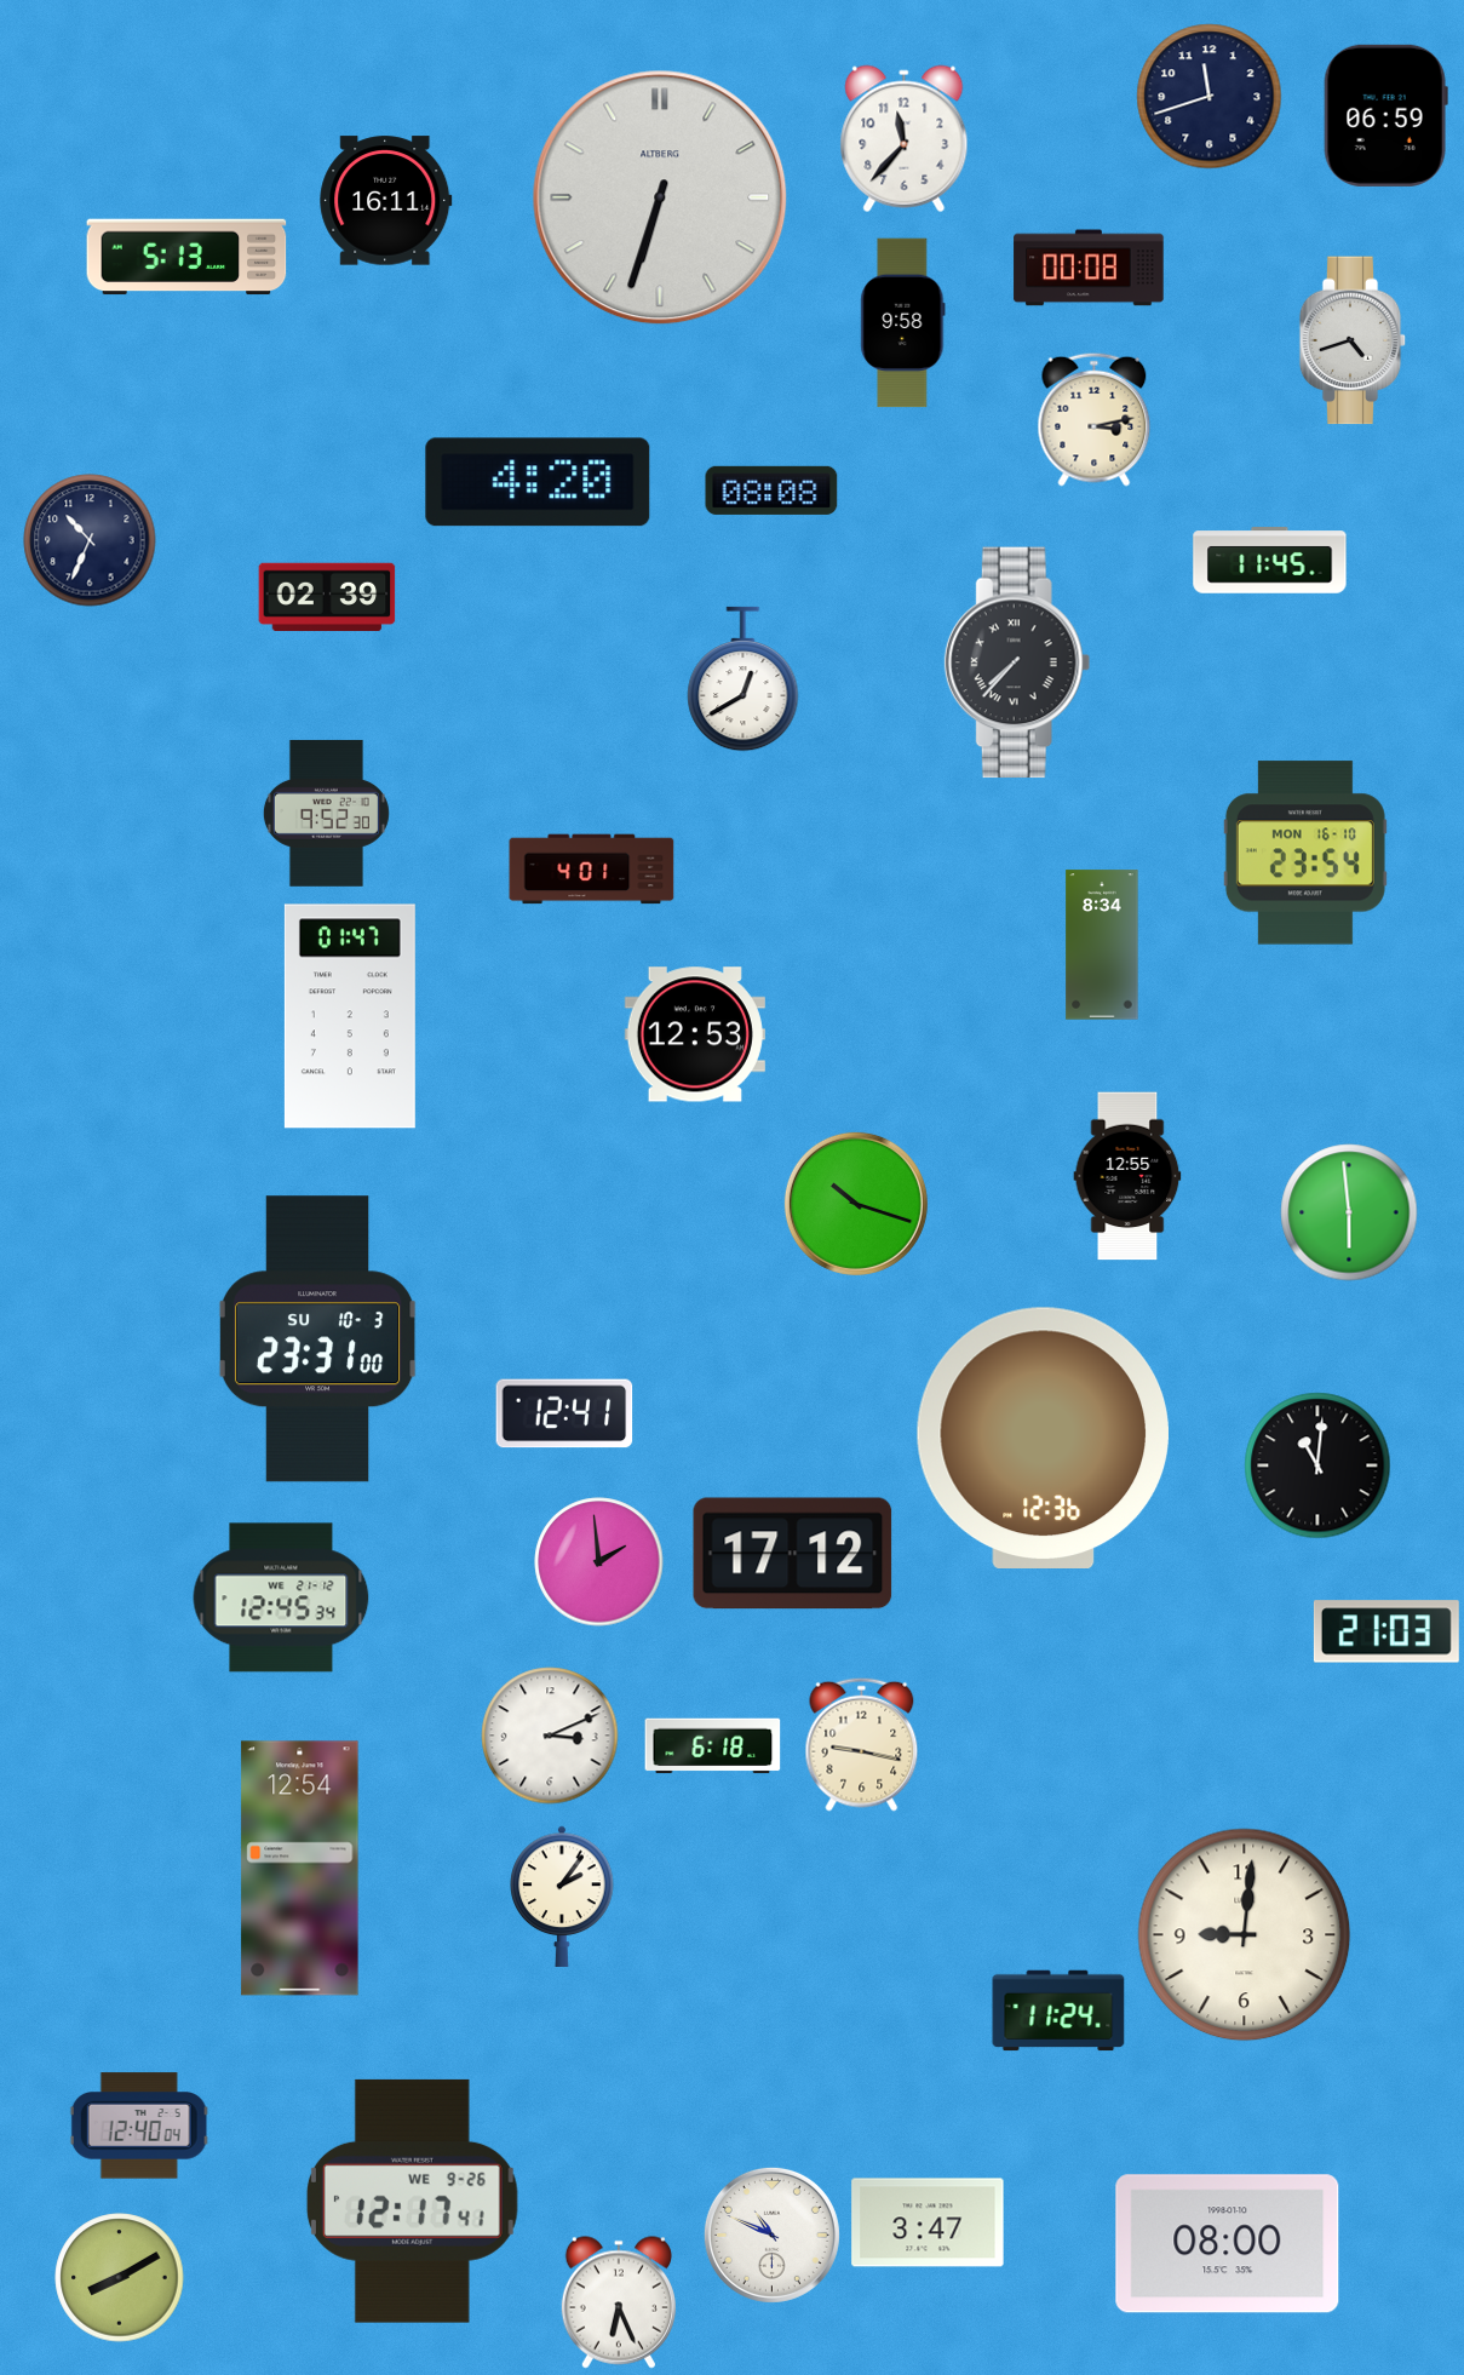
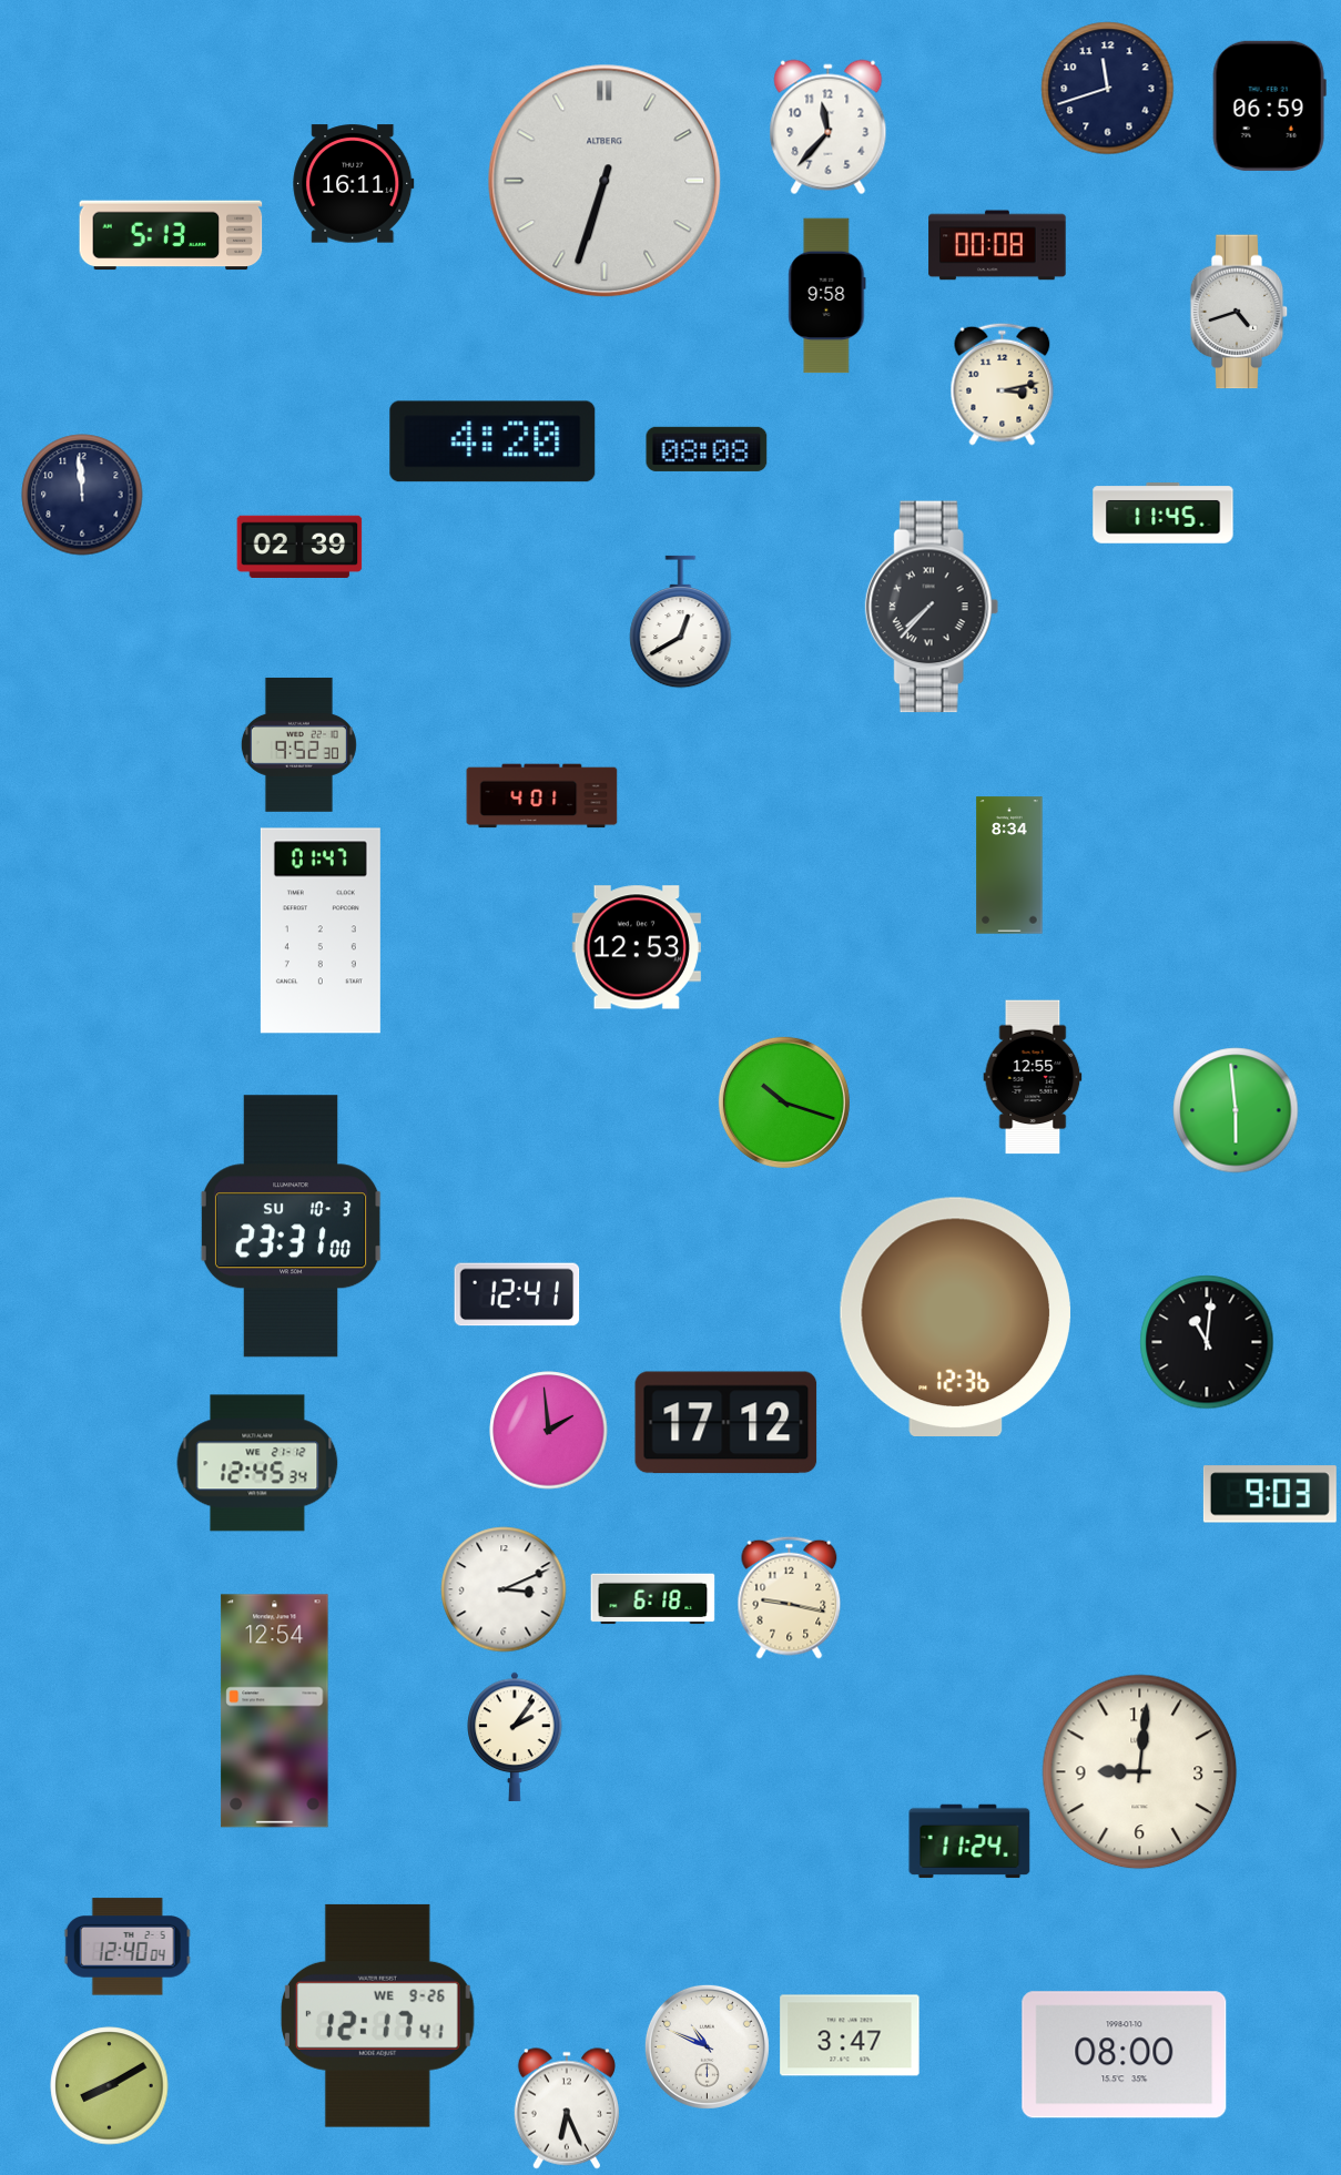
clock at (90, 540): 10:34 -> 11:59
clock at (1305, 853): 23:54 -> none
clock at (1387, 1631): 21:03 -> 9:03
